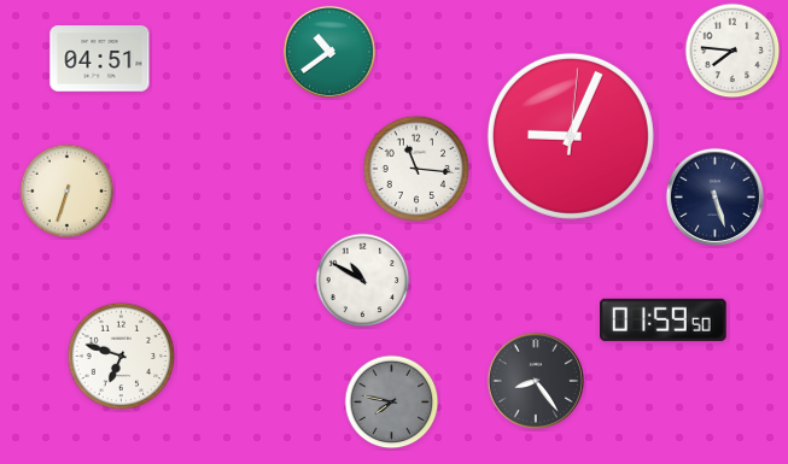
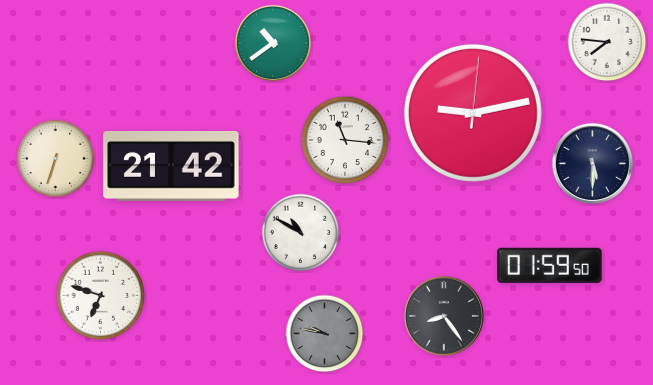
clock at (100, 59): 04:51 -> none
clock at (571, 136): 9:04 -> 9:13
clock at (714, 196): 5:27 -> 5:30
clock at (171, 167): none -> 21:42
clock at (392, 403): 7:47 -> 9:47
